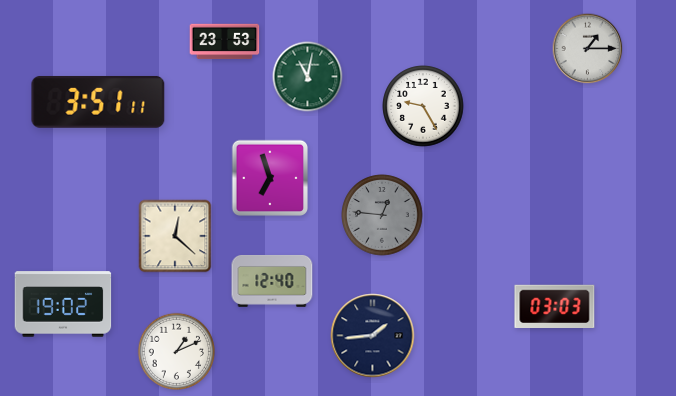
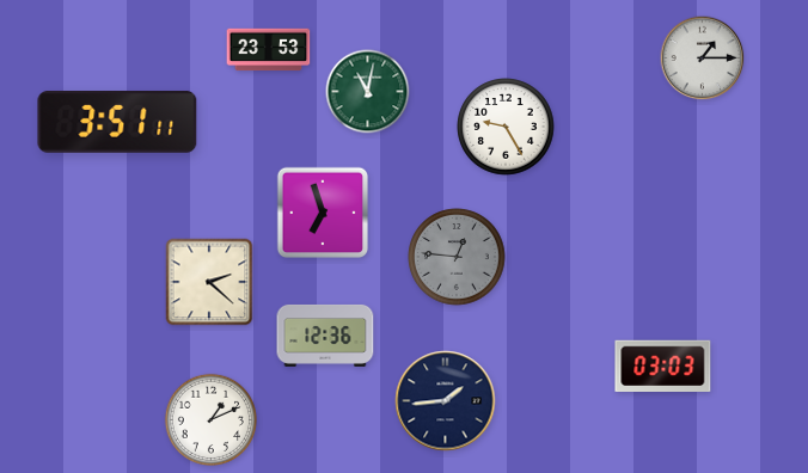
clock at (175, 236): 12:22 -> 2:22
clock at (272, 281): 12:40 -> 12:36
clock at (63, 304): 19:02 -> none
